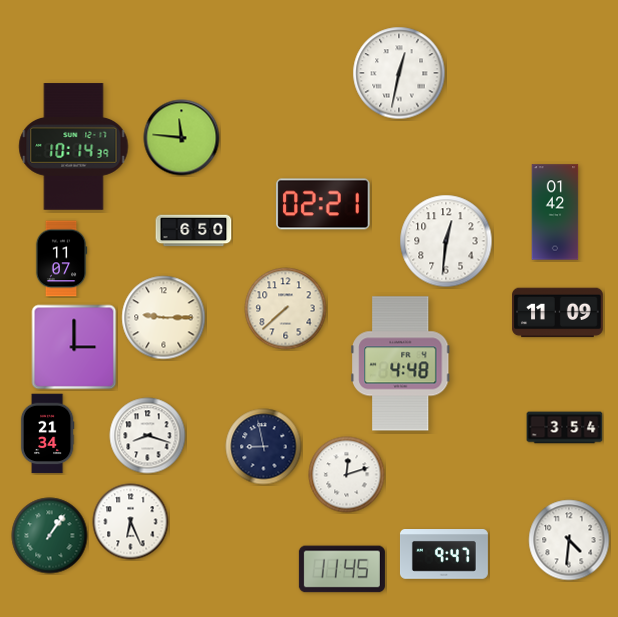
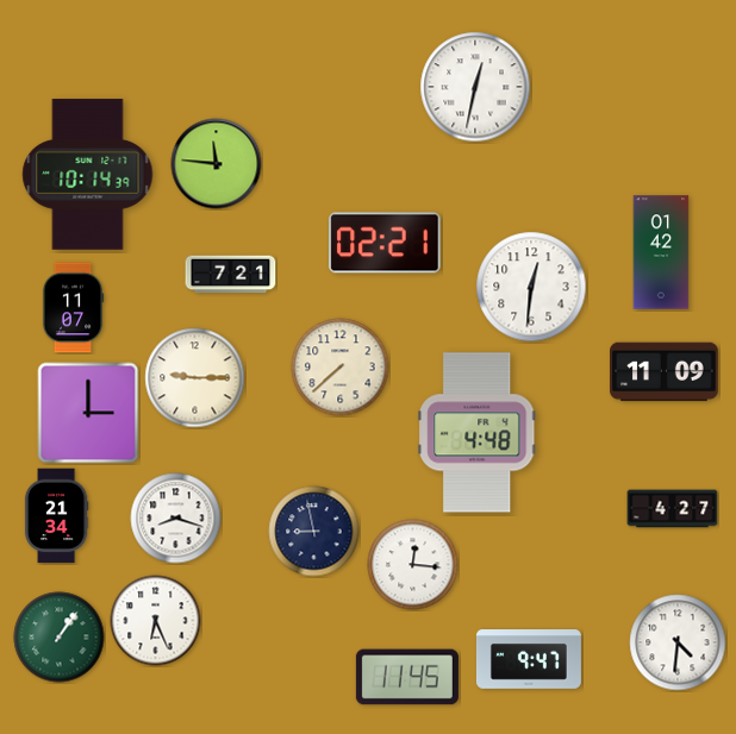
clock at (194, 231): 6:50 -> 7:21
clock at (565, 428): 3:54 -> 4:27
clock at (347, 475): 12:12 -> 12:16
